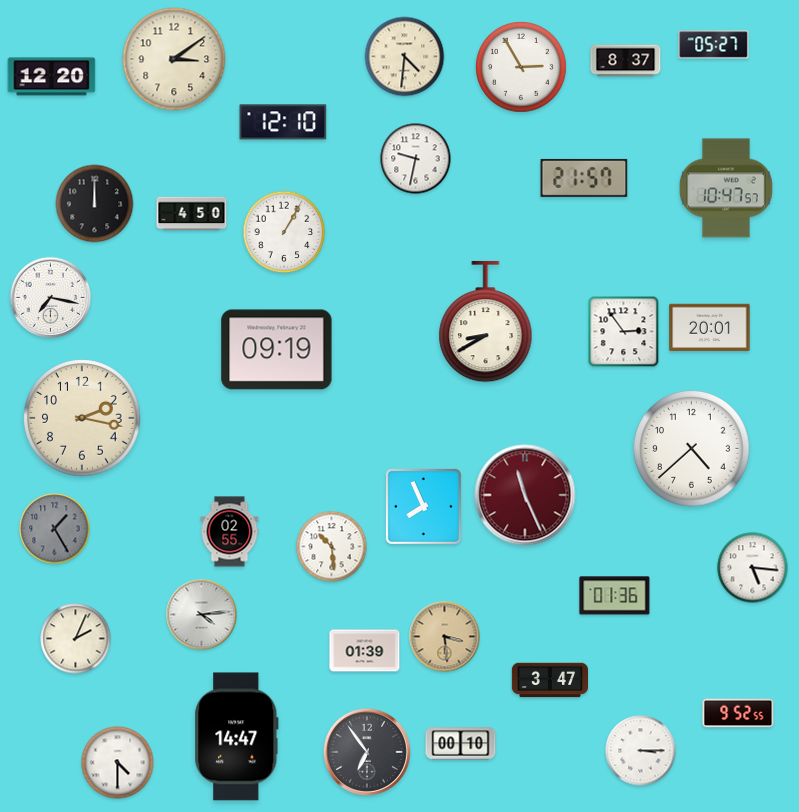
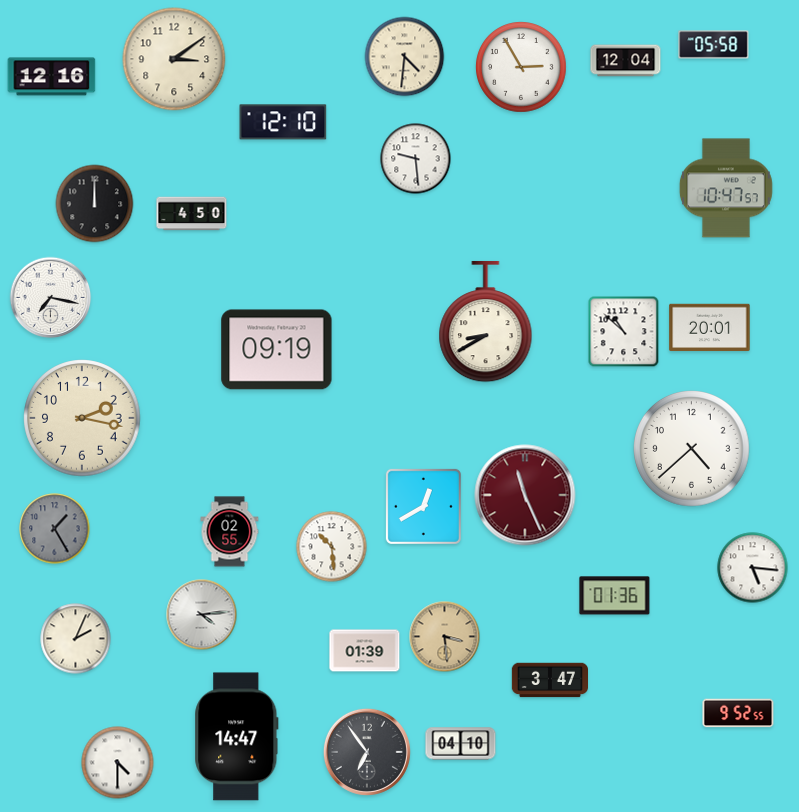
clock at (714, 45): 05:27 -> 05:58
clock at (626, 61): 8:37 -> 12:04
clock at (52, 77): 12:20 -> 12:16
clock at (416, 159): 9:32 -> 9:29
clock at (584, 178): 21:57 -> none
clock at (284, 232): 1:05 -> none
clock at (624, 332): 2:54 -> 10:52
clock at (423, 506): 7:56 -> 12:40
clock at (461, 744): 00:10 -> 04:10
clock at (641, 751): 3:15 -> none
